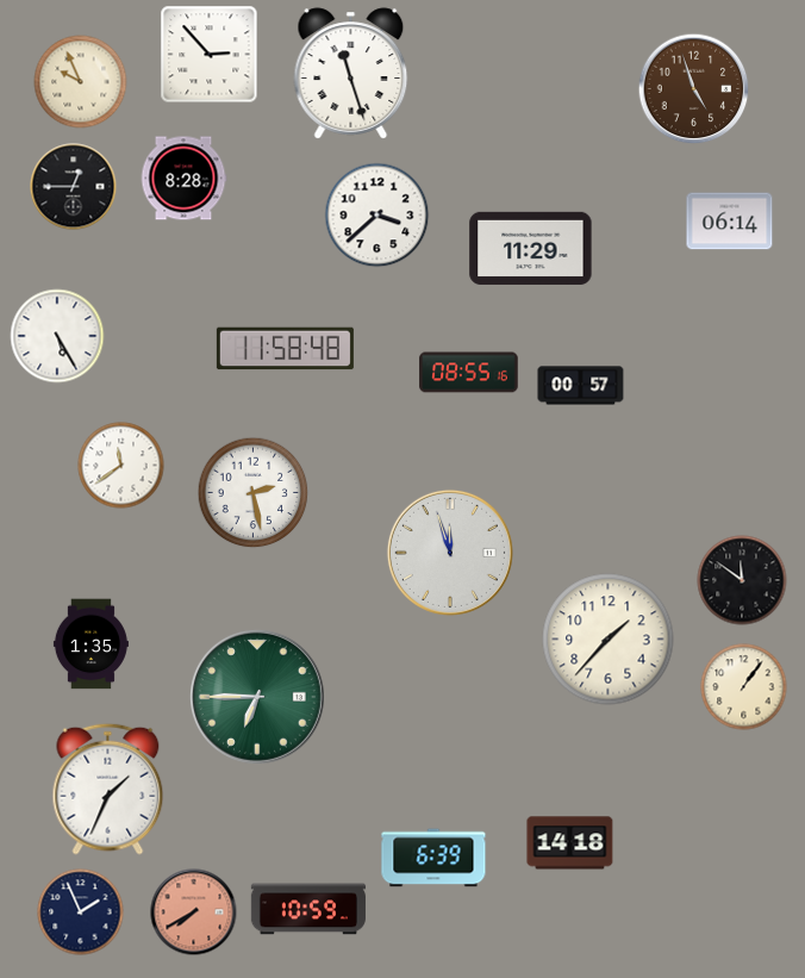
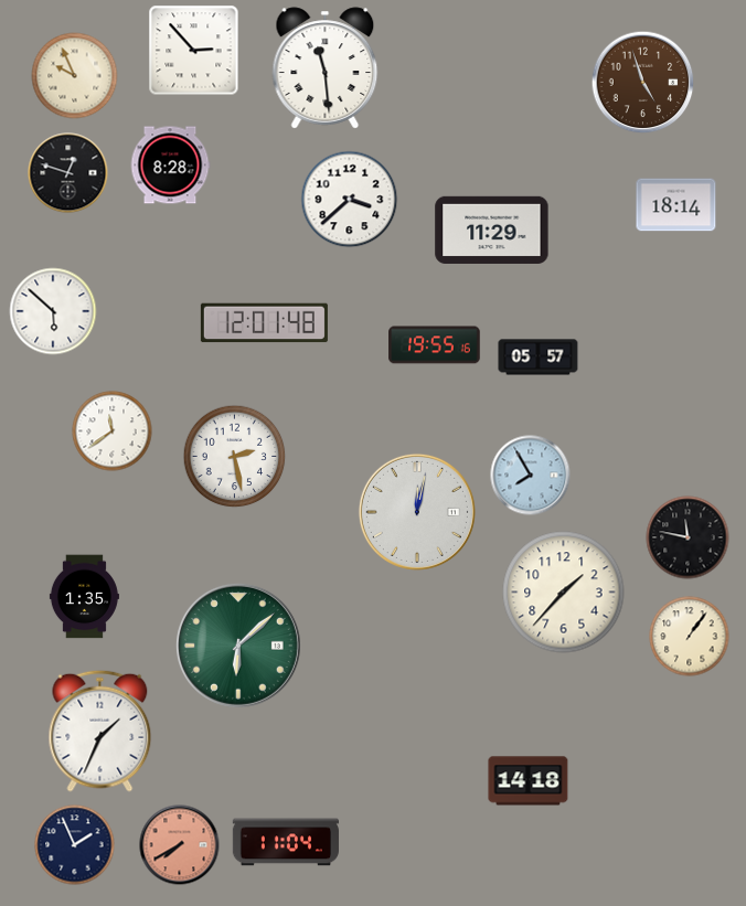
clock at (351, 74): 11:27 -> 11:29
clock at (74, 187): 12:45 -> 12:48
clock at (730, 222): 06:14 -> 18:14
clock at (57, 336): 5:25 -> 5:52
clock at (285, 349): 11:58 -> 12:01
clock at (469, 373): 08:55 -> 19:55
clock at (581, 386): 00:57 -> 05:57
clock at (531, 476): none -> 7:55
clock at (450, 553): 11:57 -> 12:02
clock at (742, 580): 11:51 -> 11:47
clock at (257, 697): 6:45 -> 6:08
clock at (433, 858): 6:39 -> none
clock at (308, 909): 10:59 -> 11:04
